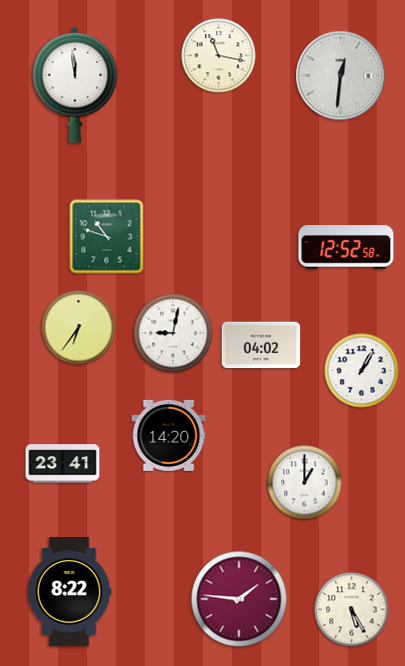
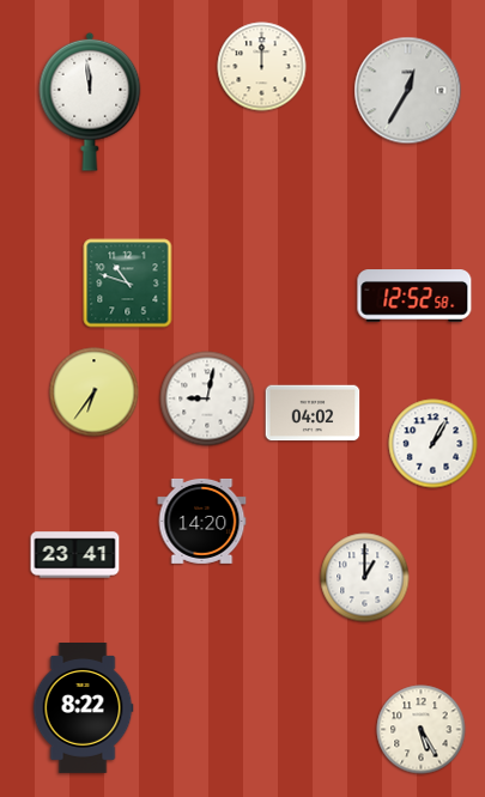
clock at (219, 56): 11:17 -> 12:00
clock at (341, 76): 12:31 -> 12:35
clock at (239, 599): 1:46 -> none
